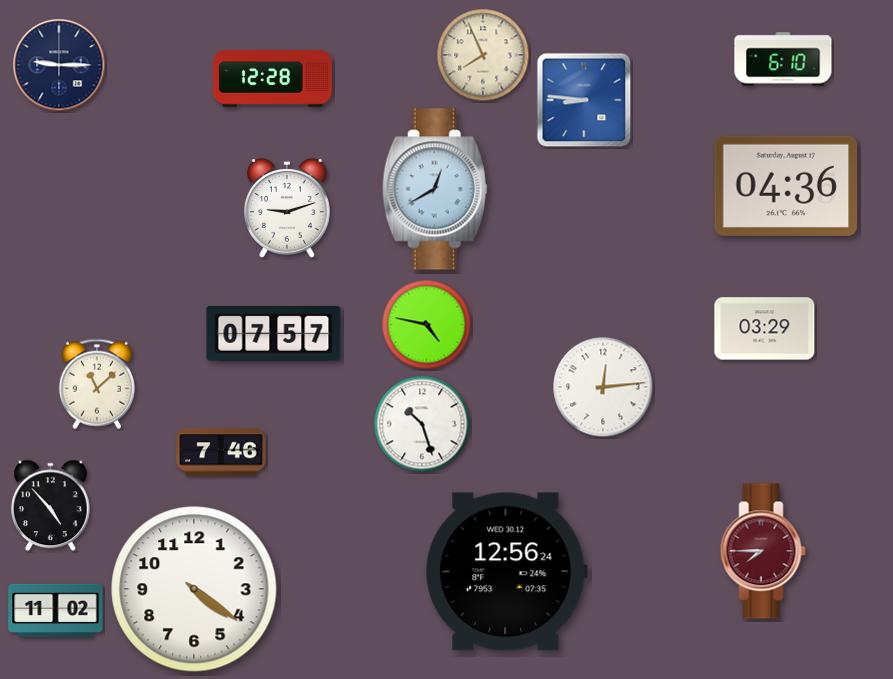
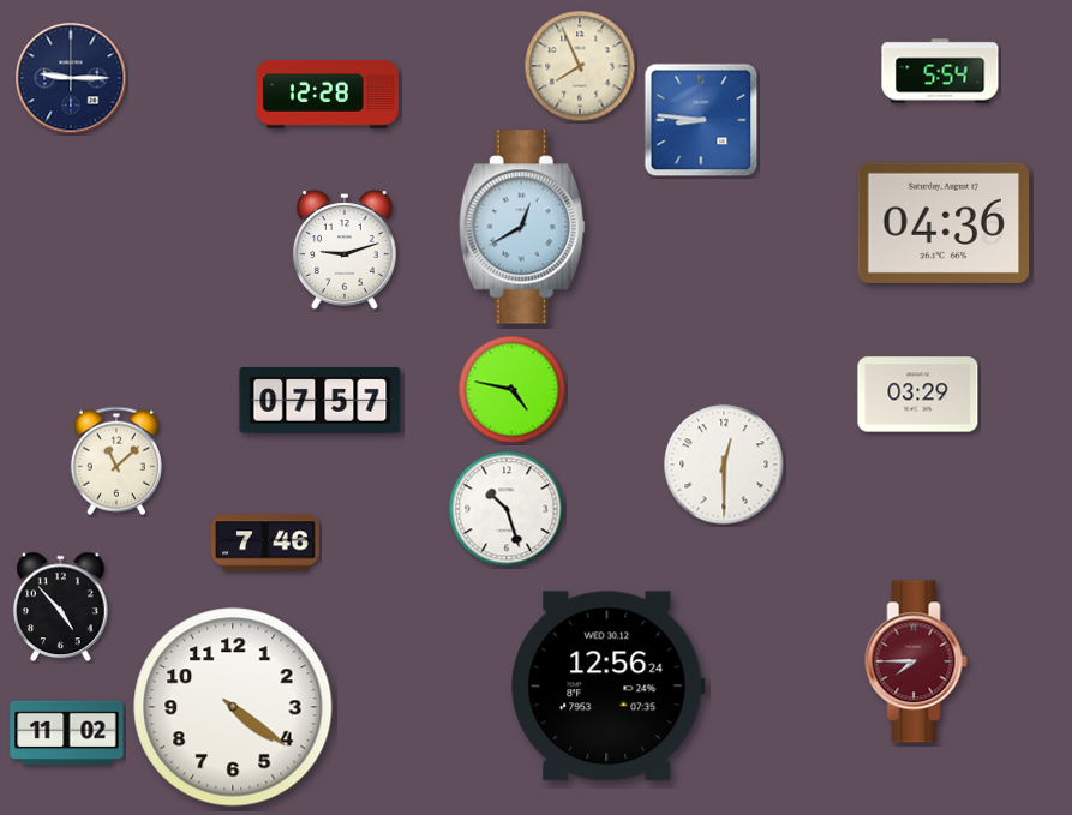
clock at (783, 59): 6:10 -> 5:54
clock at (274, 333) position: (274, 333) -> (321, 400)
clock at (603, 387): 12:14 -> 12:30
